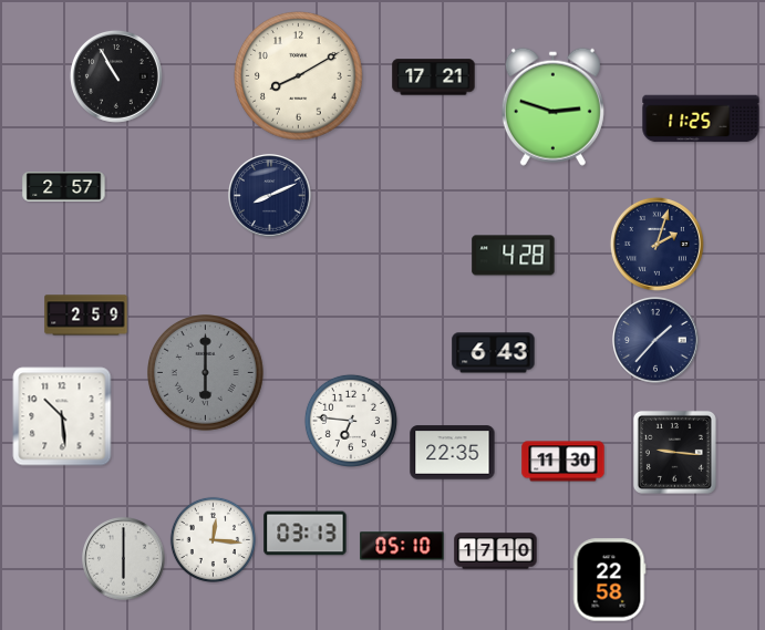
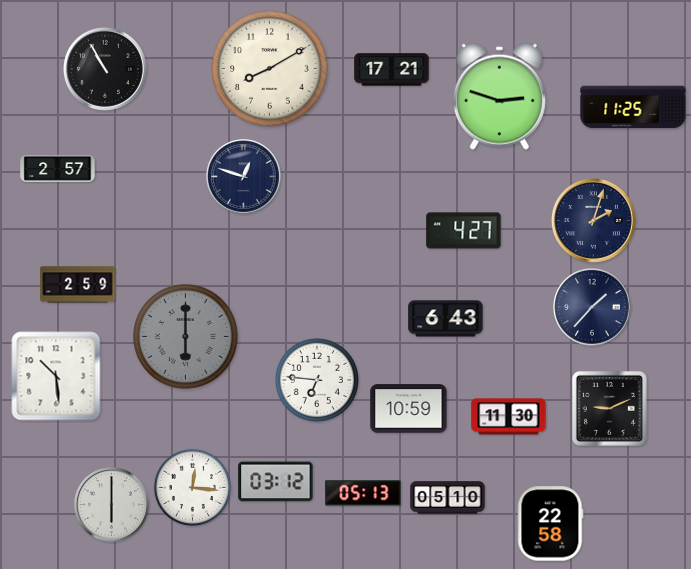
clock at (270, 196): 8:11 -> 12:48
clock at (514, 256): 4:28 -> 4:27
clock at (674, 452): 9:16 -> 9:11
clock at (453, 453): 22:35 -> 10:59
clock at (306, 534): 03:13 -> 03:12
clock at (402, 546): 05:10 -> 05:13
clock at (496, 551): 17:10 -> 05:10
